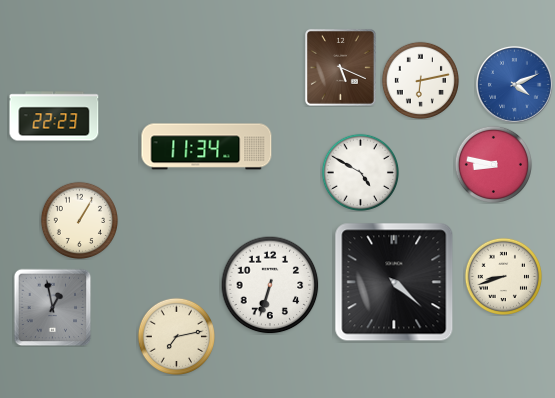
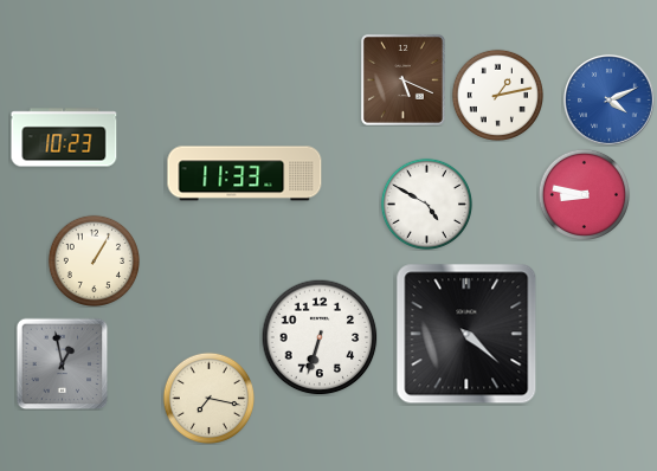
clock at (420, 80): 6:13 -> 1:13
clock at (54, 116): 22:23 -> 10:23
clock at (207, 147): 11:34 -> 11:33
clock at (503, 276): 8:42 -> none
clock at (176, 336): 7:13 -> 7:17
